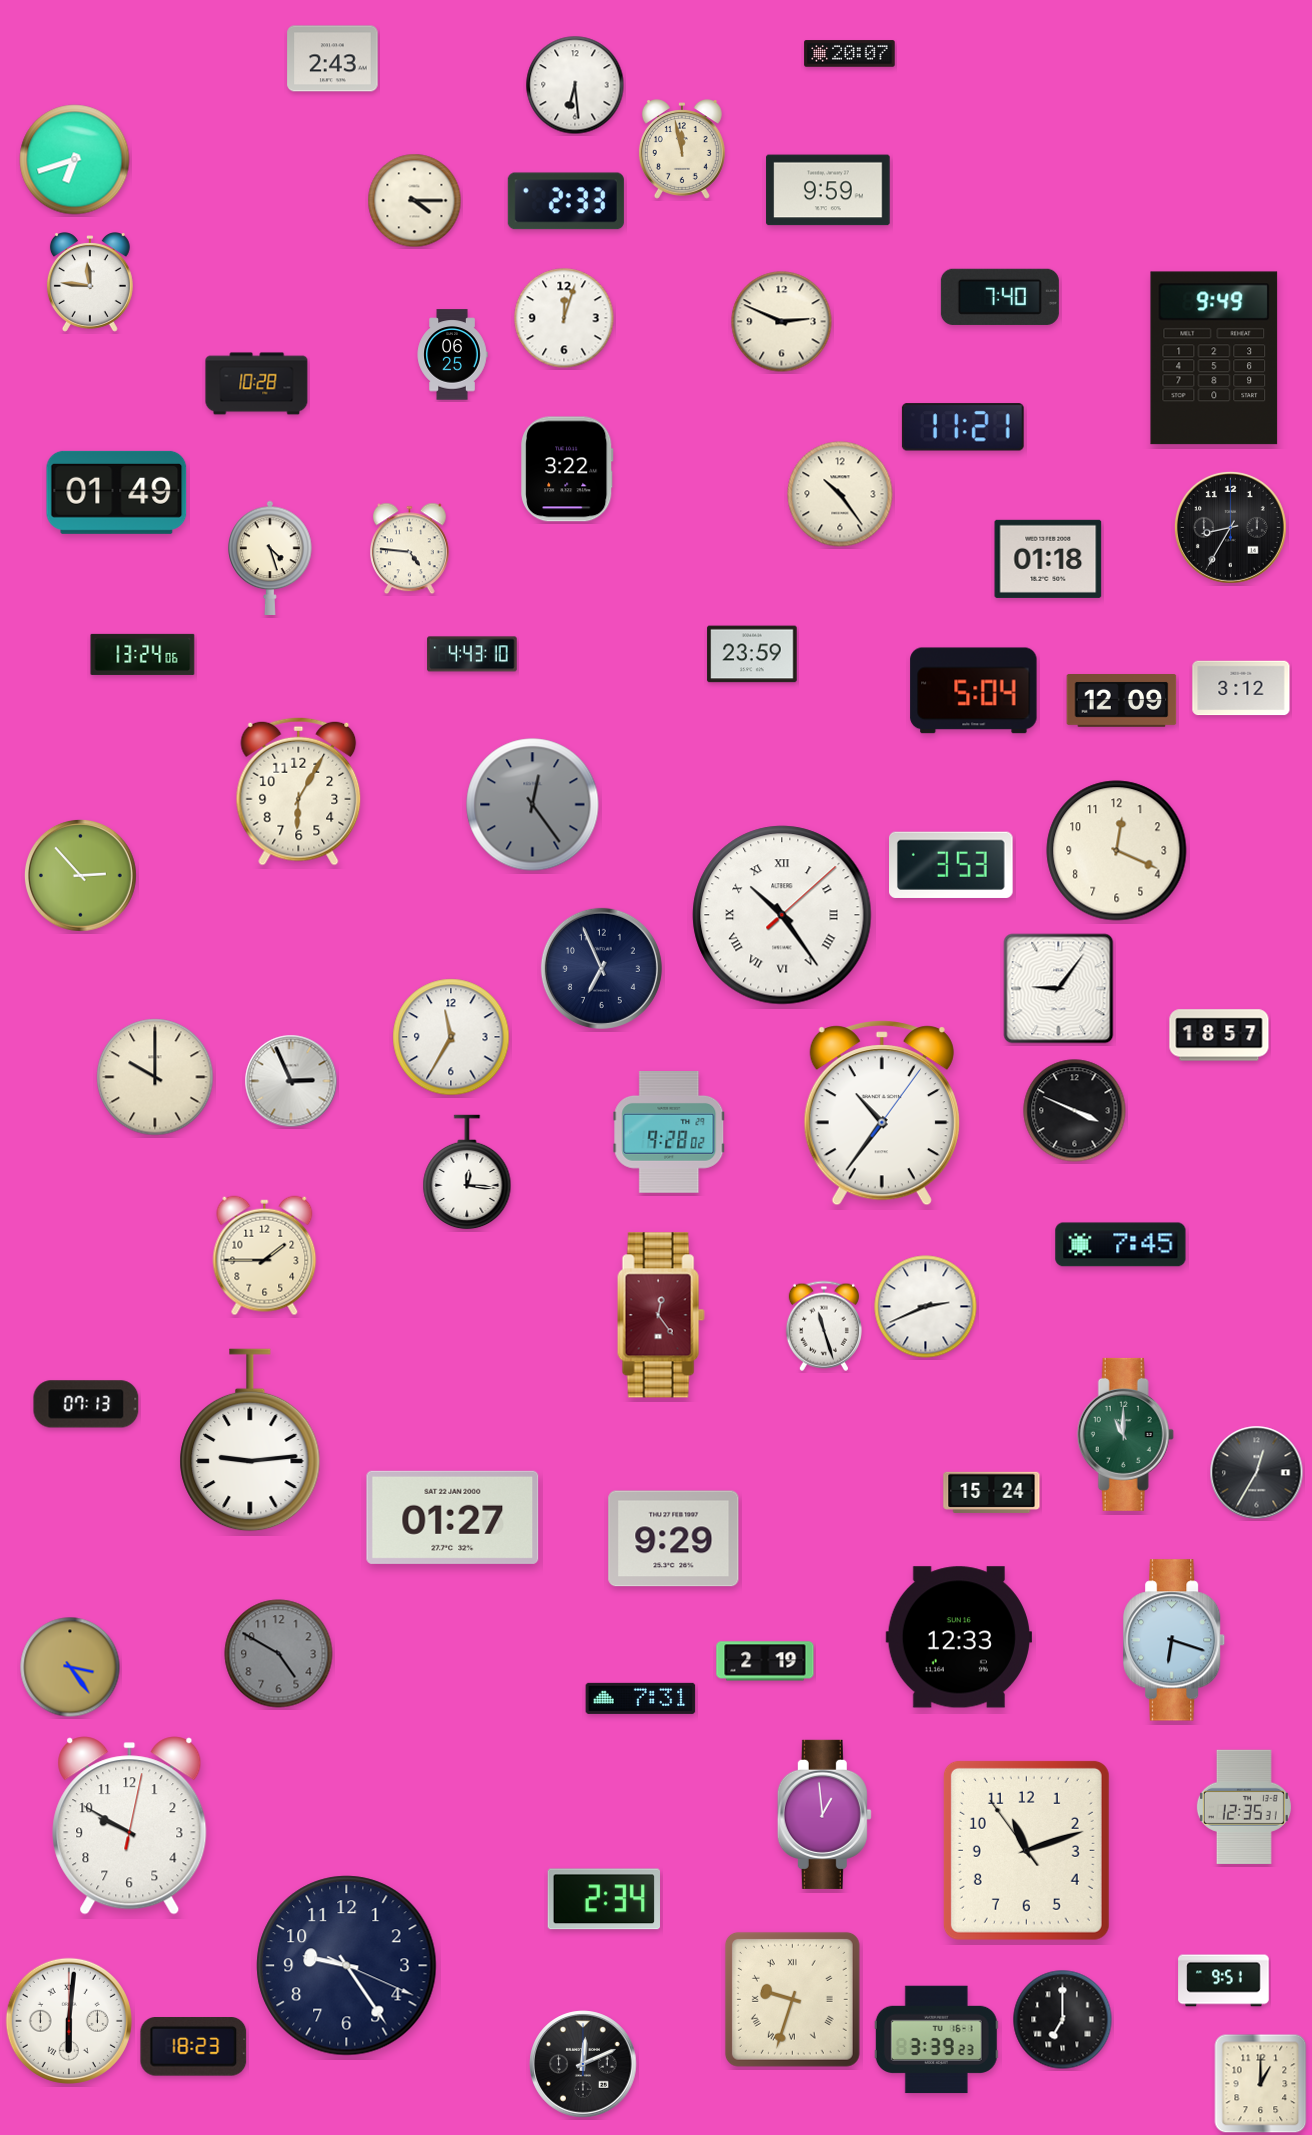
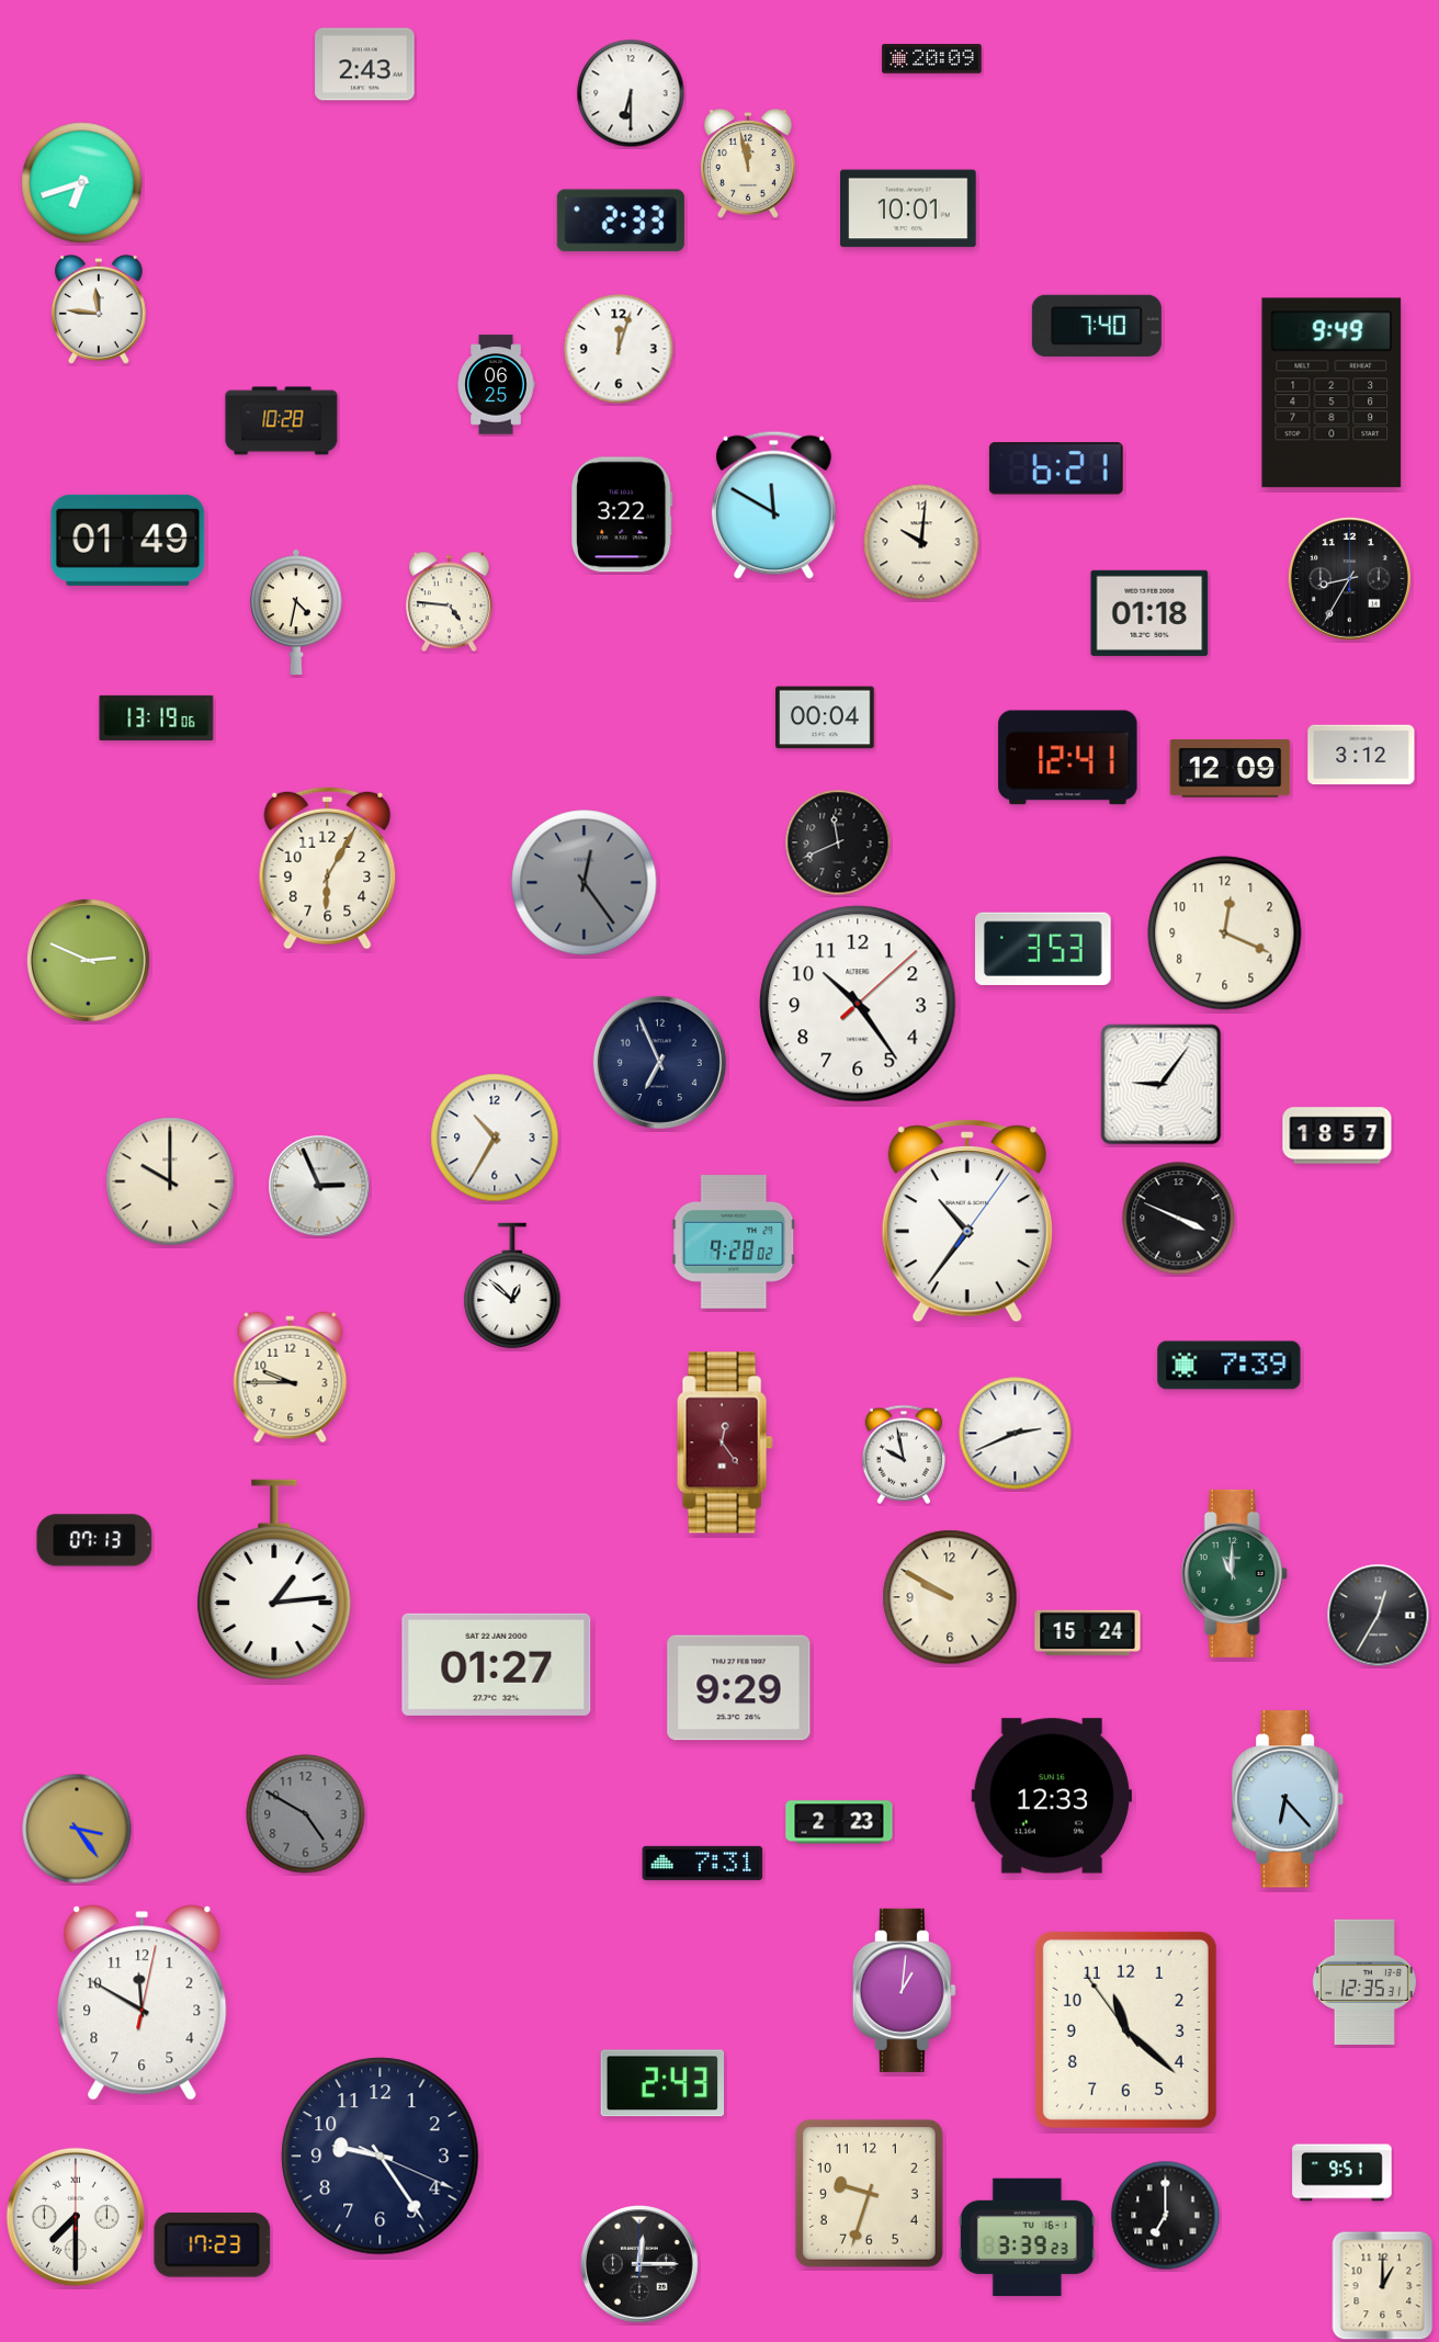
clock at (850, 54): 20:07 -> 20:09
clock at (575, 85): 6:29 -> 6:30
clock at (75, 160) position: (75, 160) -> (82, 183)
clock at (828, 190): 9:59 -> 10:01
clock at (415, 201): 4:15 -> none
clock at (782, 322): 2:49 -> none
clock at (452, 355) position: (452, 355) -> (496, 385)
clock at (963, 427): 11:21 -> 6:21
clock at (773, 505): none -> 11:50
clock at (840, 494): 10:24 -> 10:01
clock at (270, 557): 4:27 -> 4:32
clock at (143, 654): 13:24 -> 13:19
clock at (472, 654): 4:43 -> none
clock at (752, 654): 23:59 -> 00:04
clock at (974, 691): 5:04 -> 12:41
clock at (838, 842): none -> 11:41
clock at (80, 875): 2:53 -> 2:49
clock at (782, 915) numerals: Roman -> Arabic
clock at (451, 1037): 11:35 -> 10:35
clock at (467, 1172): 12:16 -> 12:52
clock at (1121, 1245): 7:45 -> 7:39
clock at (265, 1256): 1:45 -> 9:45
clock at (824, 1326): 11:27 -> 9:58
clock at (250, 1440): 9:14 -> 1:14
clock at (950, 1597): none -> 9:50
clock at (992, 1492) position: (992, 1492) -> (1088, 1632)
clock at (1175, 1640): 6:18 -> 6:23
clock at (765, 1661): 2:19 -> 2:23
clock at (824, 1814): 12:59 -> 1:01
clock at (130, 1826): 9:50 -> 11:50
clock at (1026, 1850): 11:11 -> 11:21
clock at (603, 1899): 2:34 -> 2:43
clock at (792, 1999) numerals: Roman -> Arabic
clock at (69, 2021): 6:01 -> 7:30
clock at (194, 2047): 18:23 -> 17:23
clock at (583, 2064): 12:11 -> 12:15
